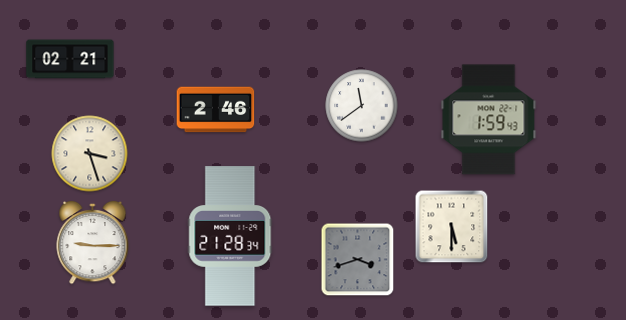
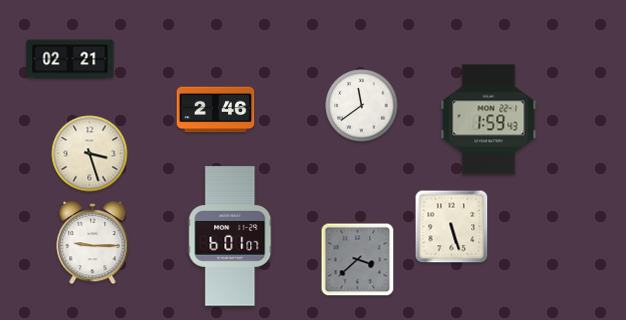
clock at (452, 227): 5:30 -> 5:27
clock at (230, 236): 21:28 -> 6:01
clock at (358, 260): 3:42 -> 3:38
